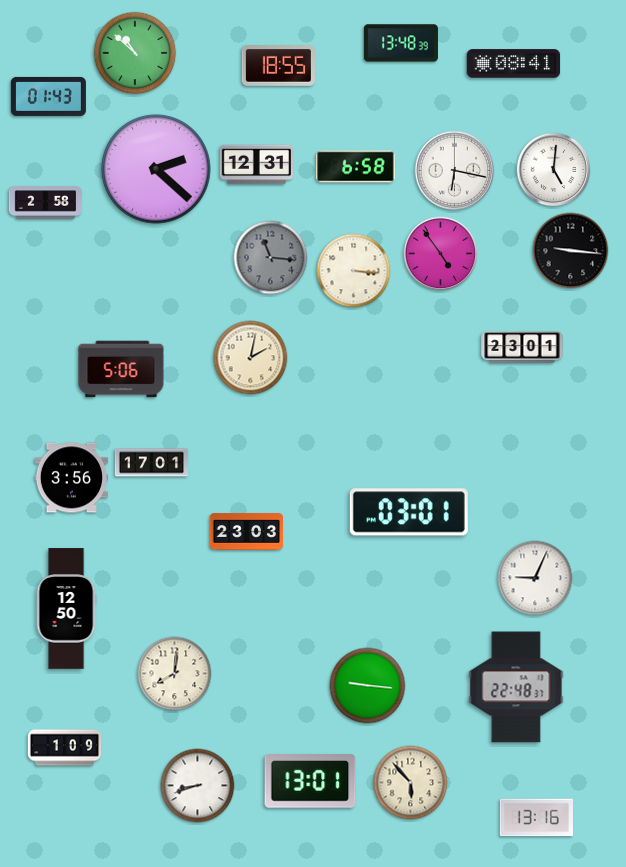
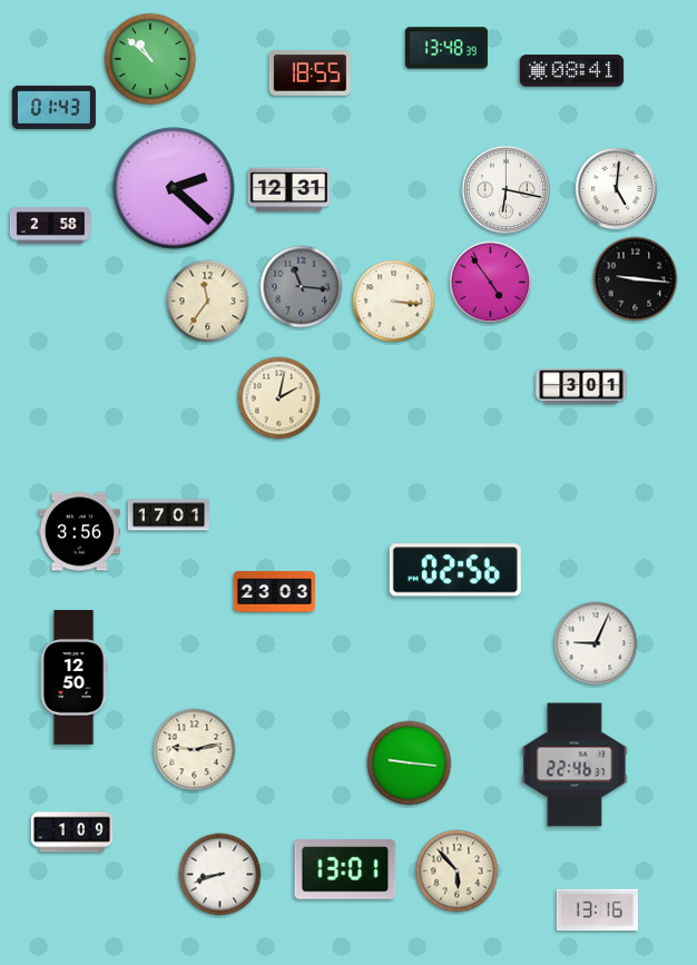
clock at (256, 165) position: (256, 165) -> (288, 190)
clock at (356, 167): 6:58 -> none
clock at (208, 302): none -> 11:36
clock at (522, 347): 23:01 -> 3:01
clock at (121, 369): 5:06 -> none
clock at (409, 512): 03:01 -> 02:56
clock at (175, 674): 8:01 -> 9:13
clock at (516, 687): 22:48 -> 22:46
